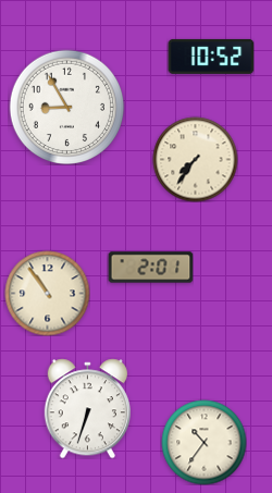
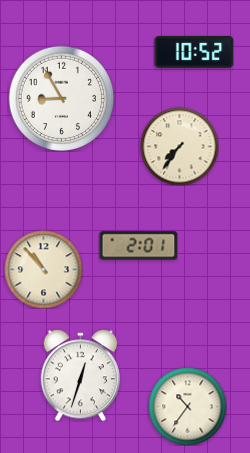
clock at (47, 293): 10:54 -> 10:53
clock at (87, 408): 6:33 -> 12:33
